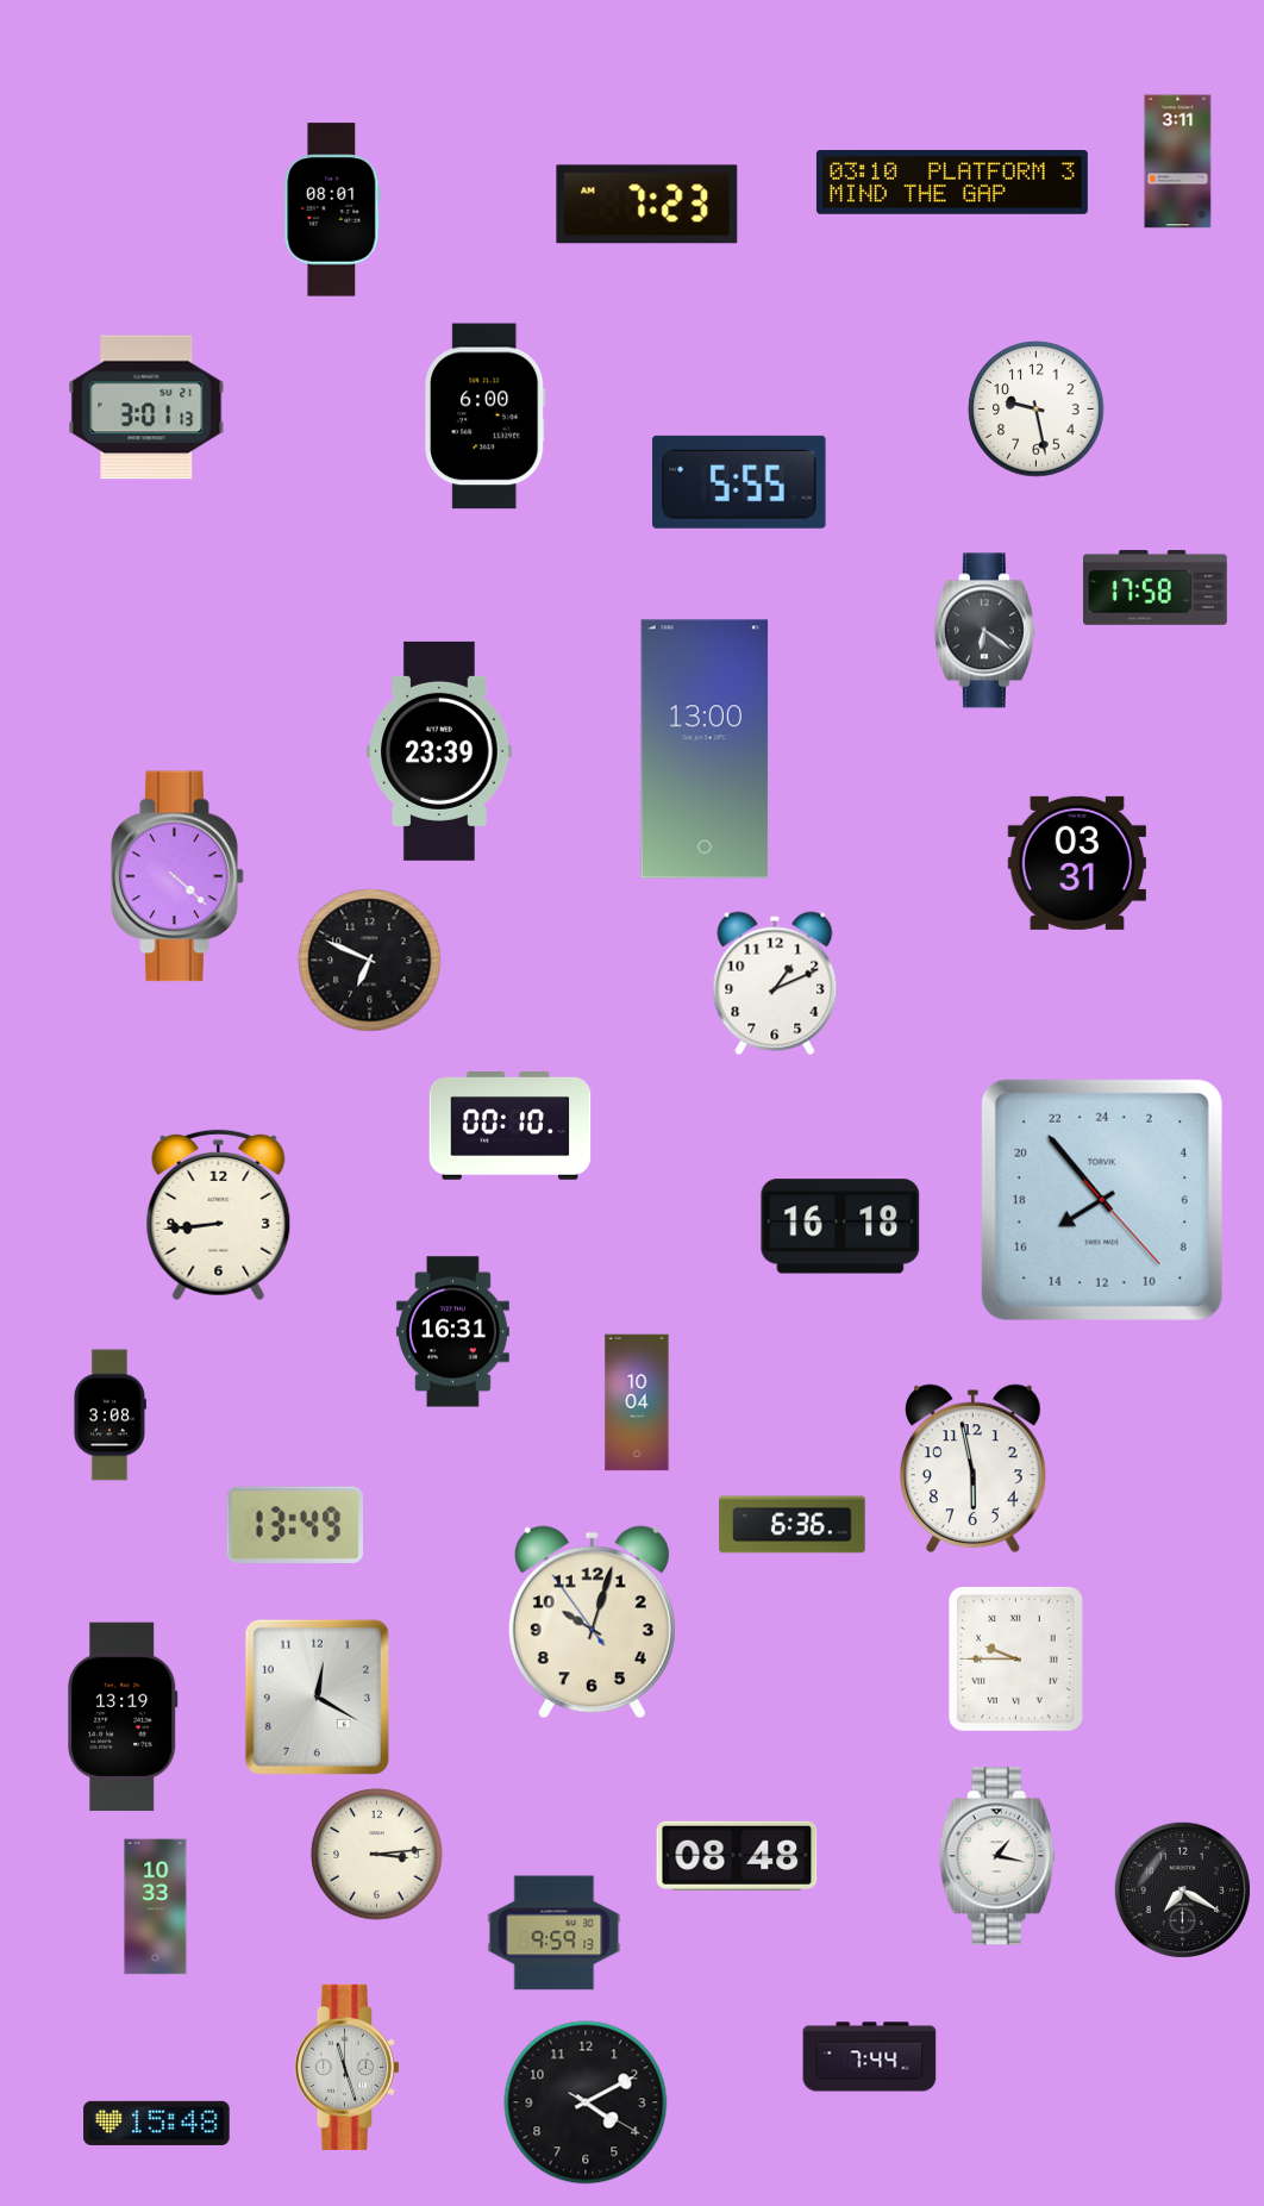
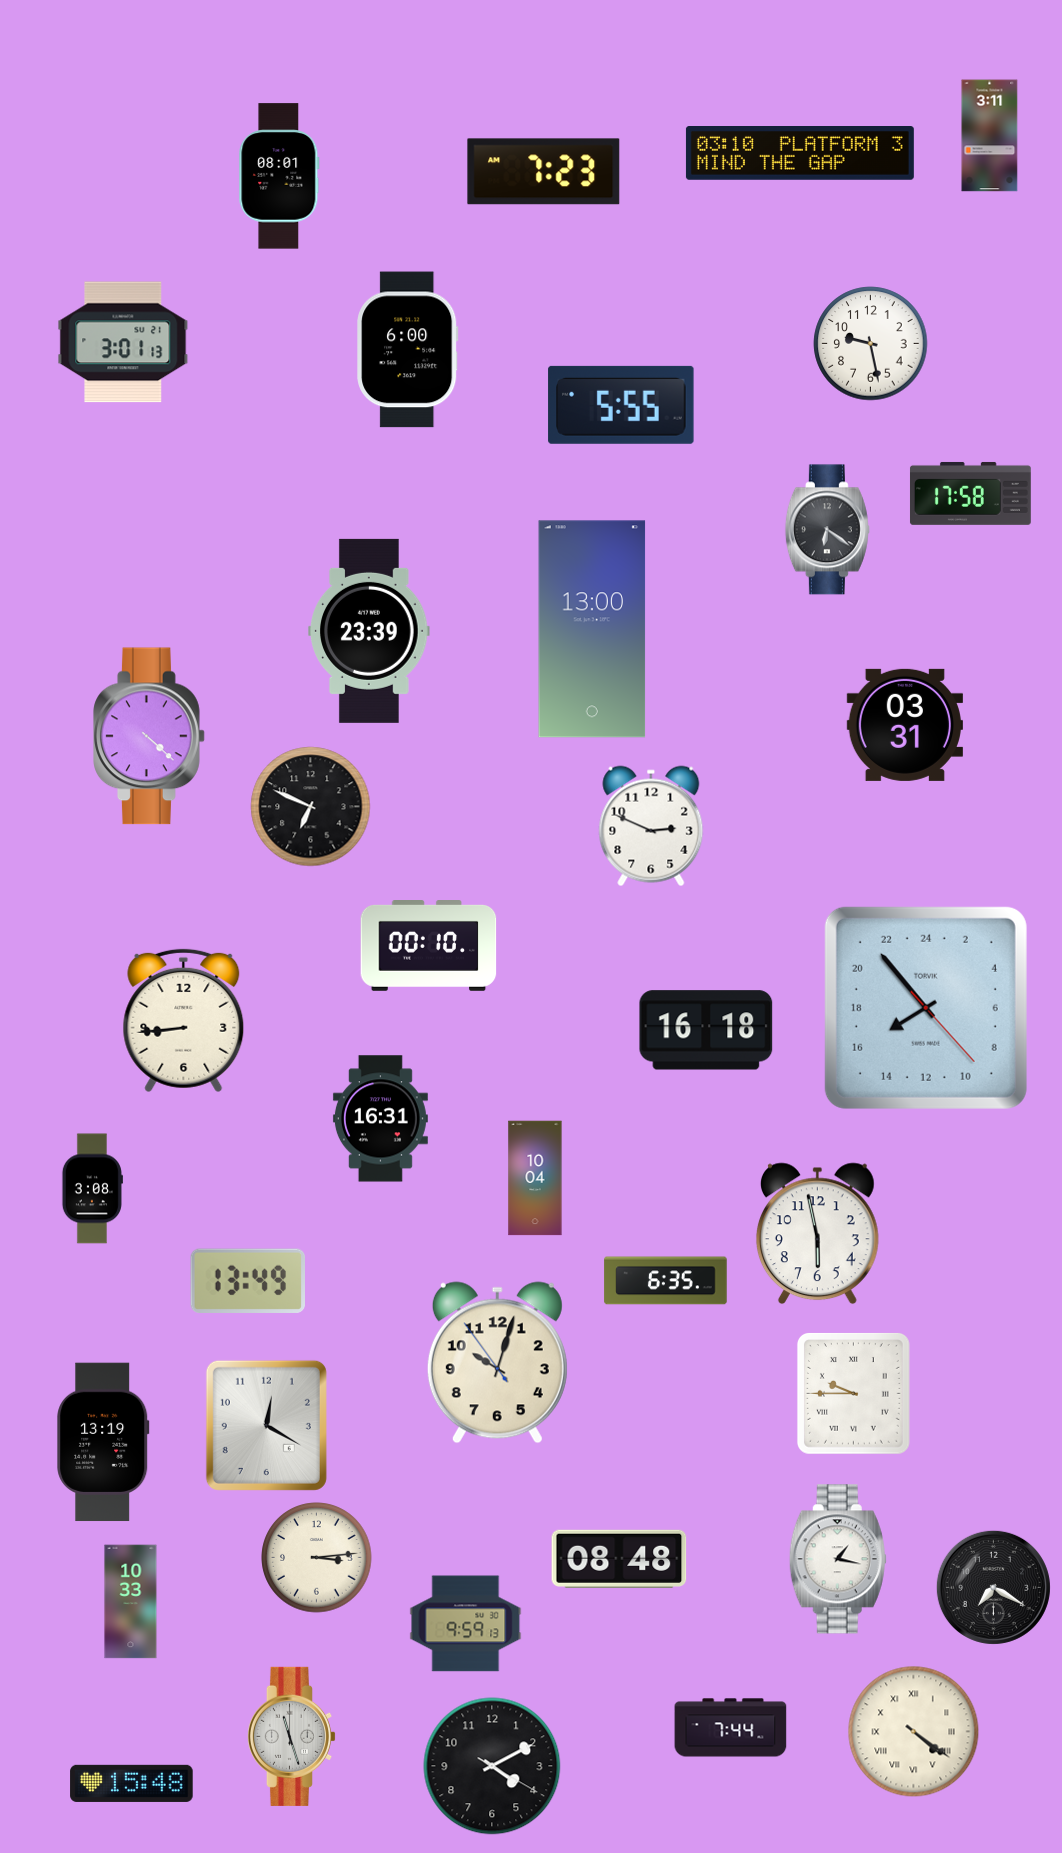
clock at (775, 983): 1:11 -> 2:49
clock at (793, 1525): 6:36 -> 6:35
clock at (914, 1732): none -> 4:21
